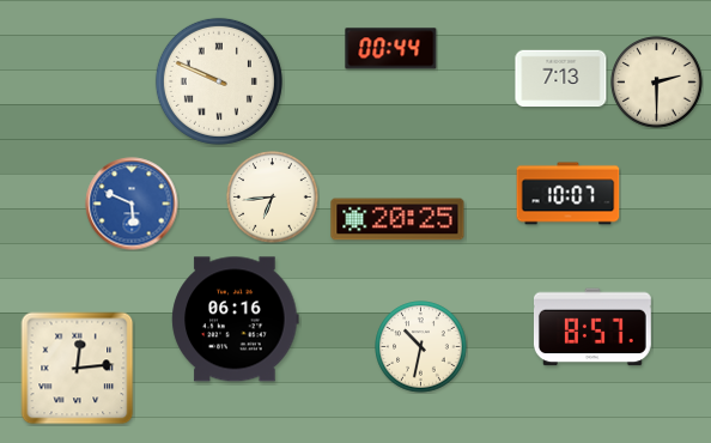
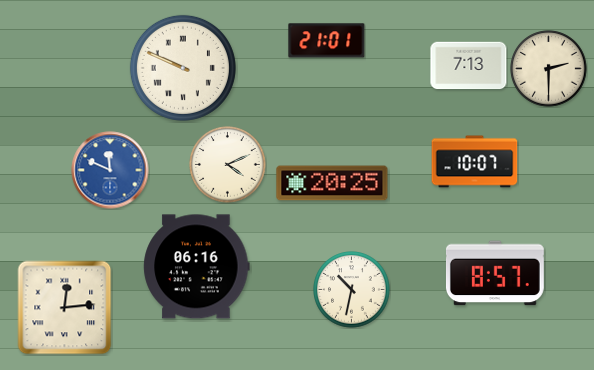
clock at (391, 49): 00:44 -> 21:01
clock at (273, 198): 6:44 -> 4:11
clock at (132, 204): 5:49 -> 11:49
